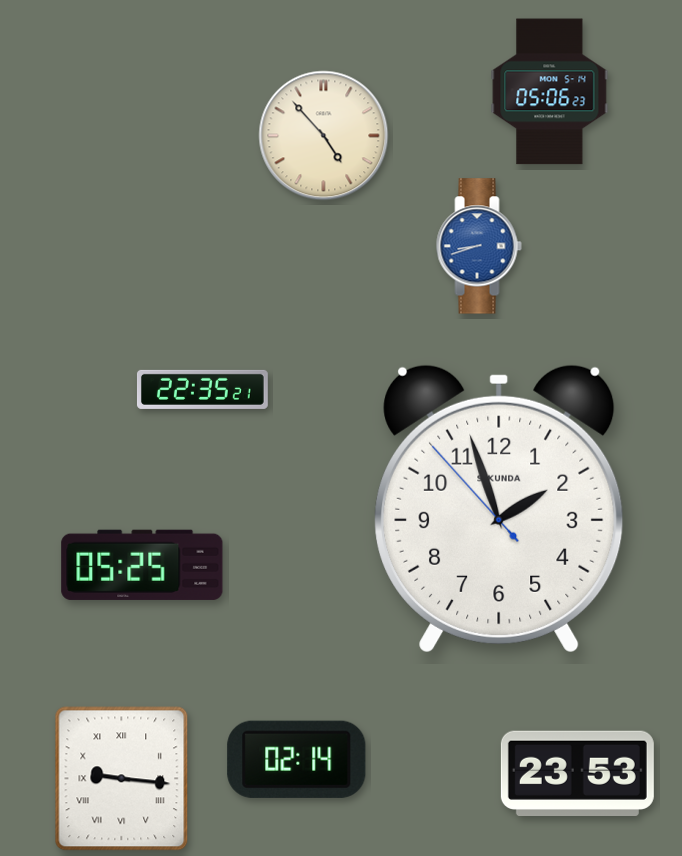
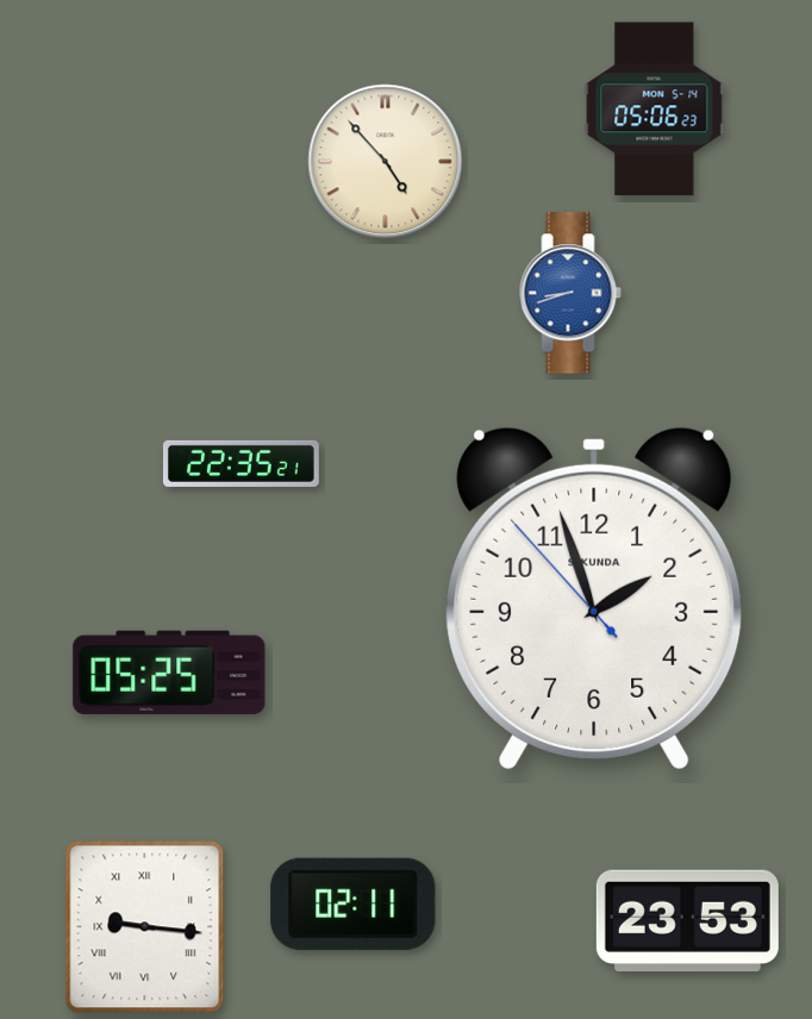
clock at (499, 509) position: (499, 509) -> (594, 599)
clock at (297, 759): 02:14 -> 02:11
